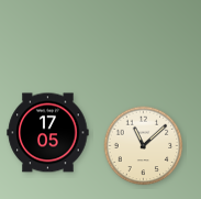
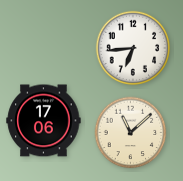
clock at (133, 48): none -> 6:44
clock at (48, 133): 17:05 -> 17:06
